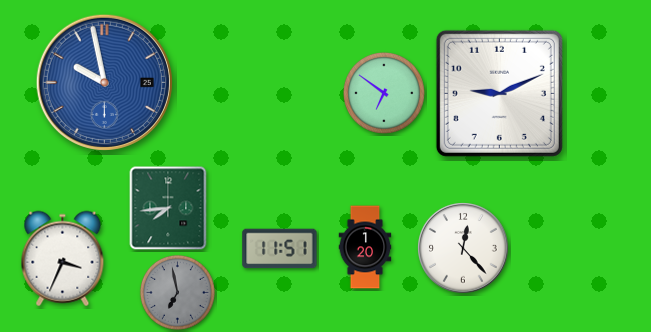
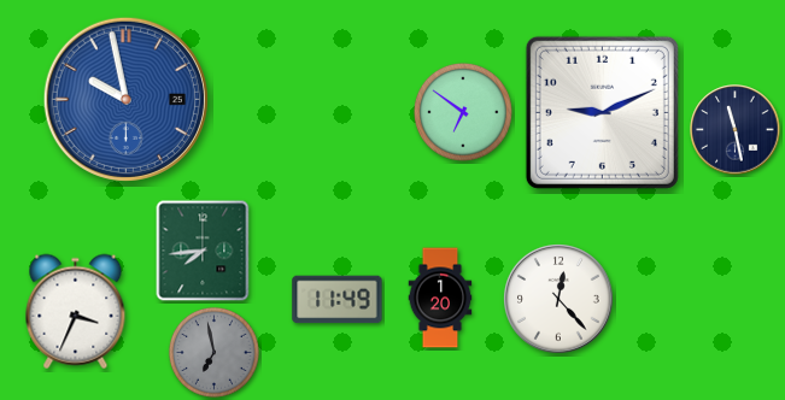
clock at (736, 130): none -> 11:28
clock at (280, 249): 11:51 -> 11:49
